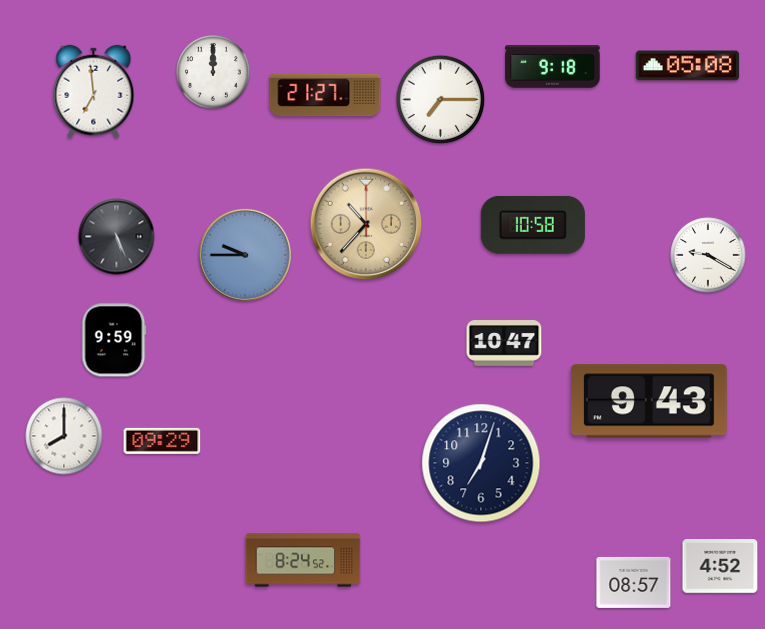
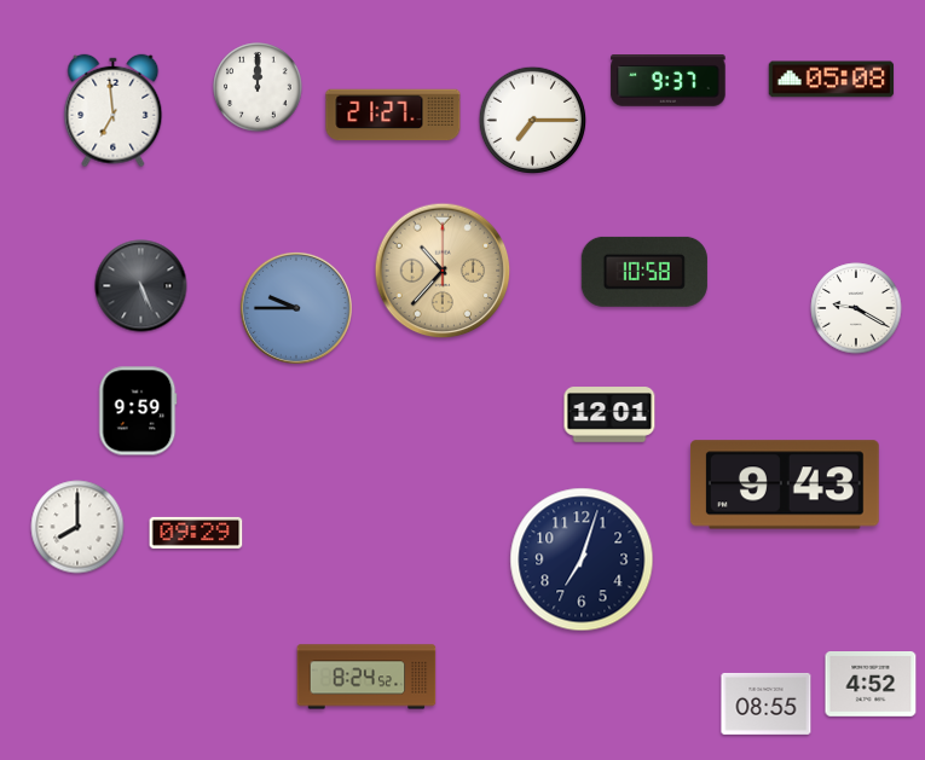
clock at (553, 67): 9:18 -> 9:37
clock at (504, 343): 10:47 -> 12:01
clock at (634, 582): 08:57 -> 08:55
